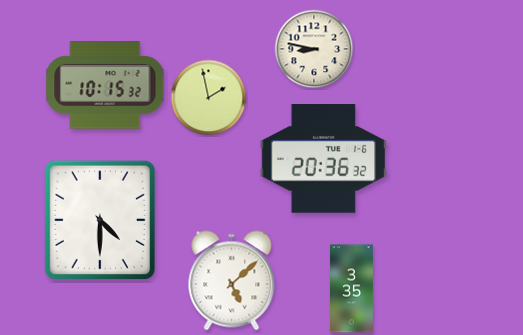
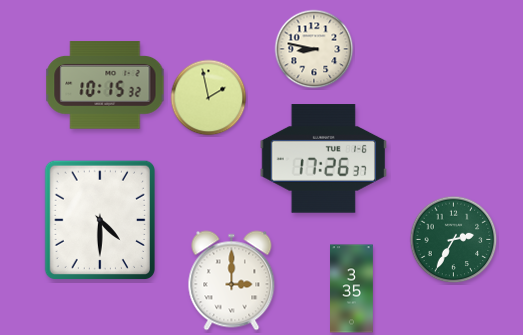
clock at (324, 159): 20:36 -> 17:26
clock at (454, 240): none -> 2:35
clock at (232, 281): 5:08 -> 3:00
